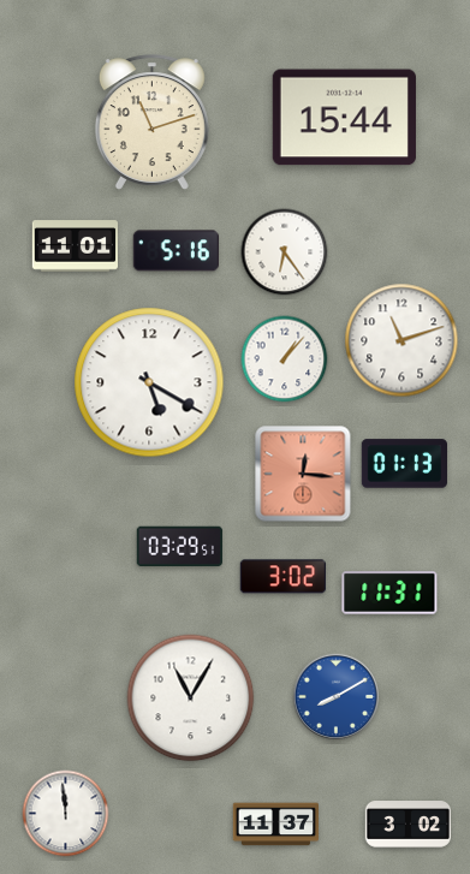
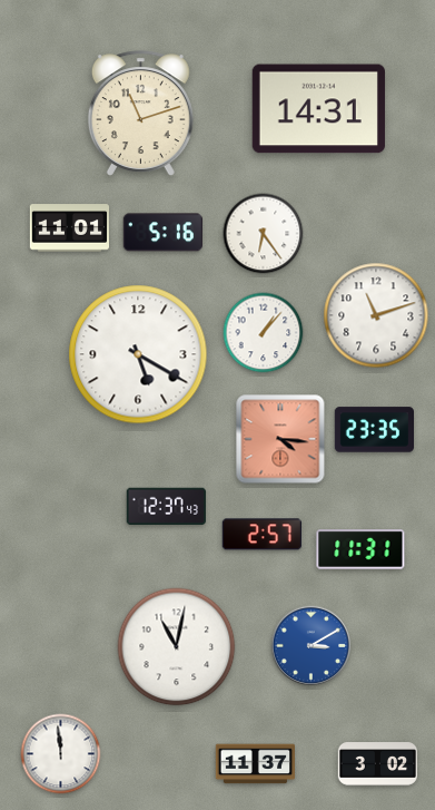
clock at (344, 118): 15:44 -> 14:31
clock at (401, 340) position: (401, 340) -> (376, 315)
clock at (404, 464): 01:13 -> 23:35
clock at (303, 474): 12:16 -> 4:16
clock at (179, 547): 03:29 -> 12:37
clock at (282, 577): 3:02 -> 2:57
clock at (337, 697): 8:10 -> 3:10
clock at (191, 698): 11:05 -> 11:02
